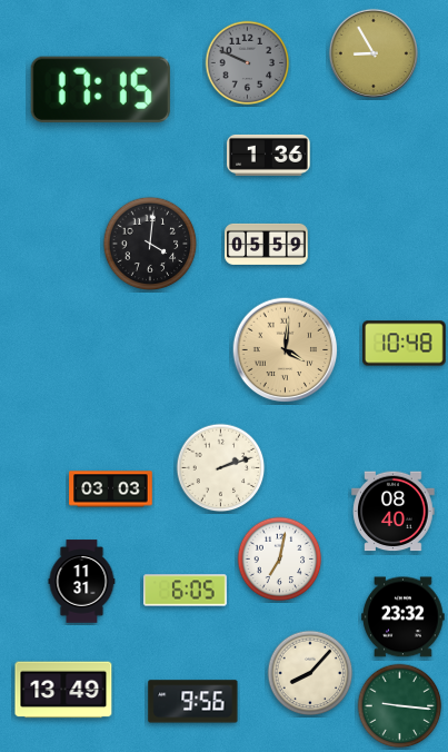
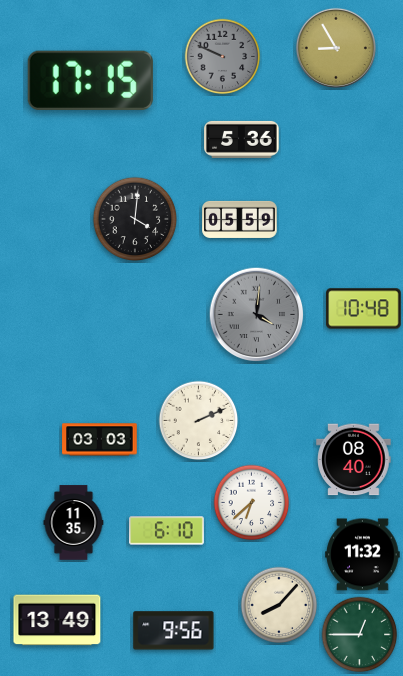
clock at (269, 155): 1:36 -> 5:36
clock at (286, 350) dial: champagne -> grey
clock at (221, 468): 2:12 -> 2:11
clock at (280, 560): 7:02 -> 6:38
clock at (82, 582): 11:31 -> 11:35
clock at (186, 591): 6:05 -> 6:10
clock at (404, 617): 23:32 -> 11:32
clock at (400, 706): 9:16 -> 12:45
